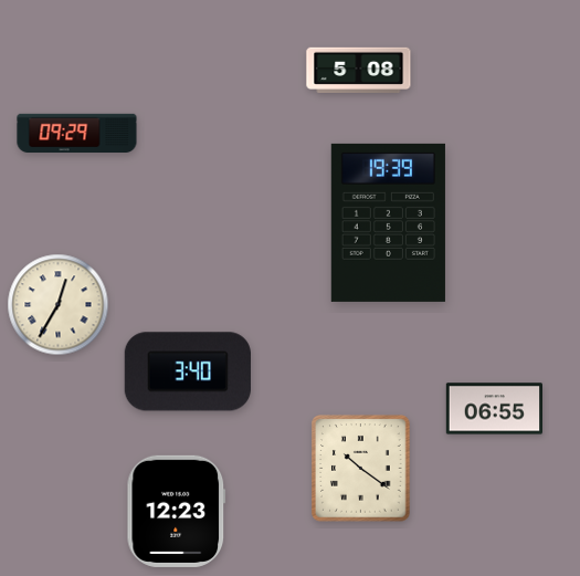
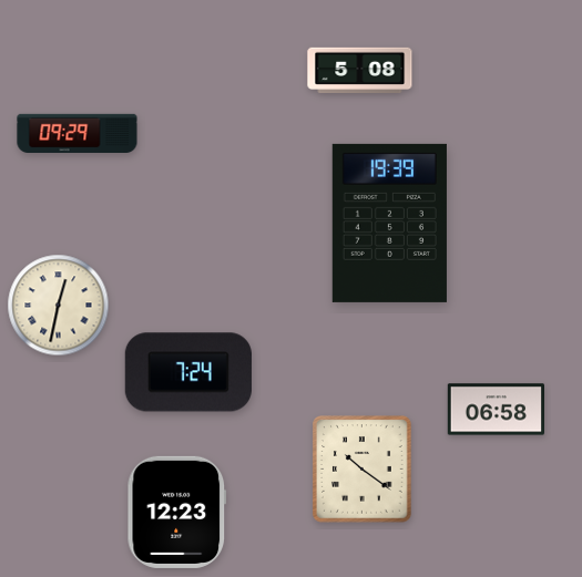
clock at (59, 305): 12:35 -> 12:32
clock at (188, 371): 3:40 -> 7:24
clock at (494, 409): 06:55 -> 06:58
